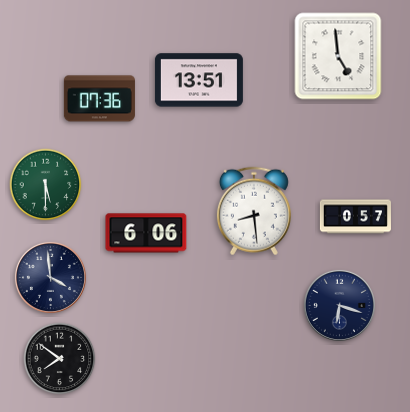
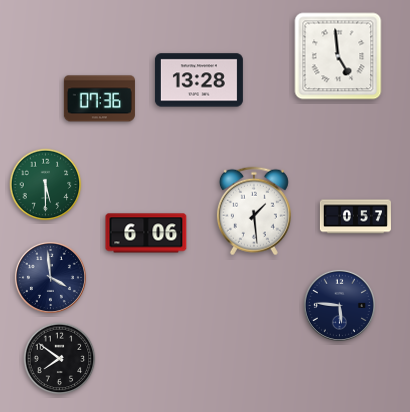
clock at (199, 80): 13:51 -> 13:28
clock at (254, 211): 8:29 -> 1:29
clock at (339, 305): 6:18 -> 5:46
